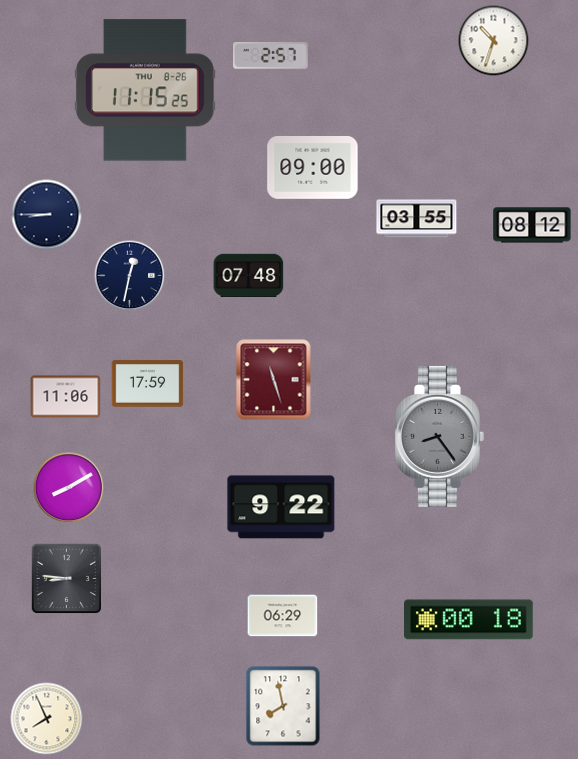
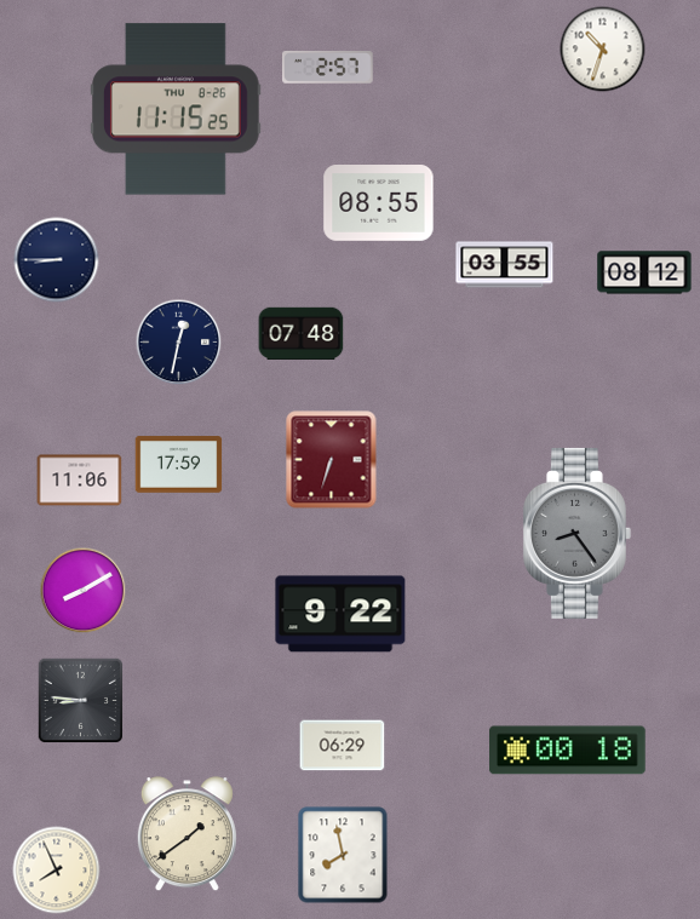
clock at (494, 41) position: (494, 41) -> (603, 50)
clock at (313, 168): 09:00 -> 08:55
clock at (130, 276) position: (130, 276) -> (179, 343)
clock at (274, 380): 11:27 -> 6:33
clock at (439, 436) position: (439, 436) -> (576, 533)
clock at (187, 834): none -> 1:39
